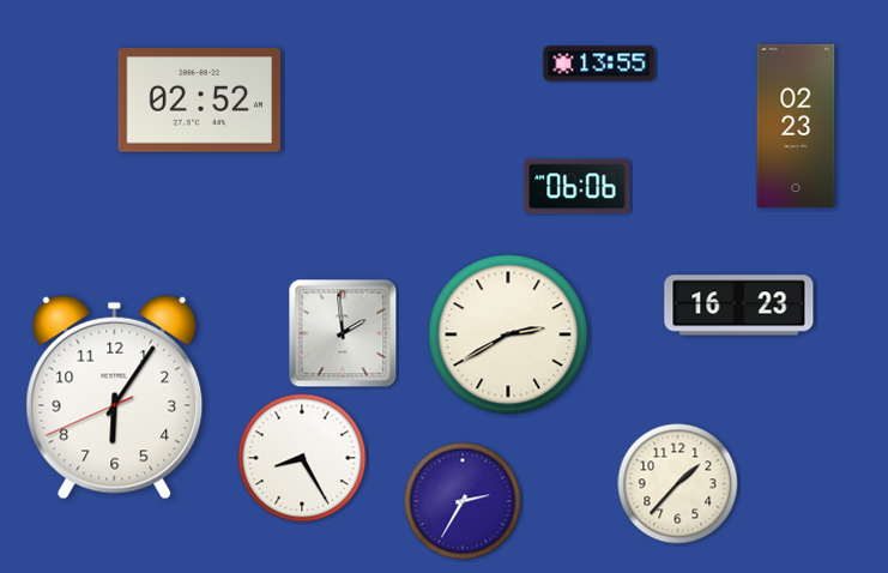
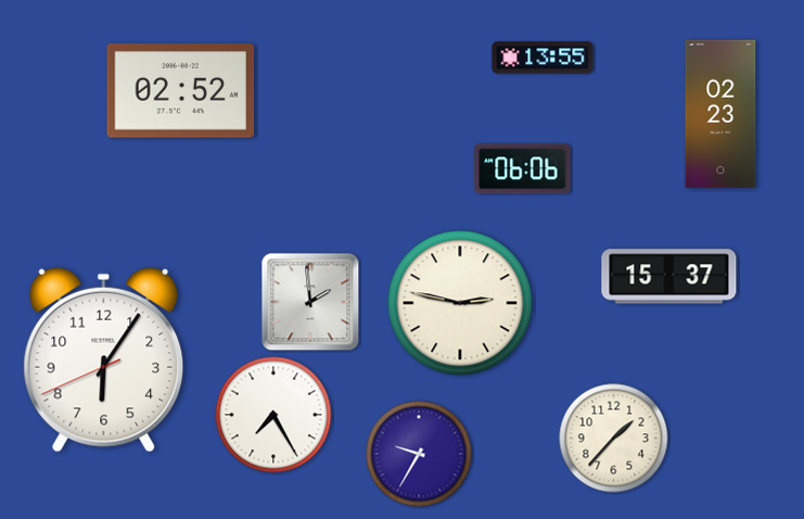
clock at (739, 306): 16:23 -> 15:37
clock at (508, 334): 2:40 -> 2:47
clock at (302, 458): 8:25 -> 7:25
clock at (463, 501): 2:35 -> 9:35
